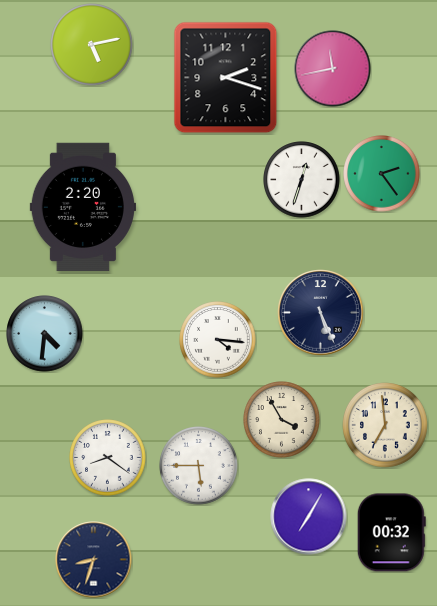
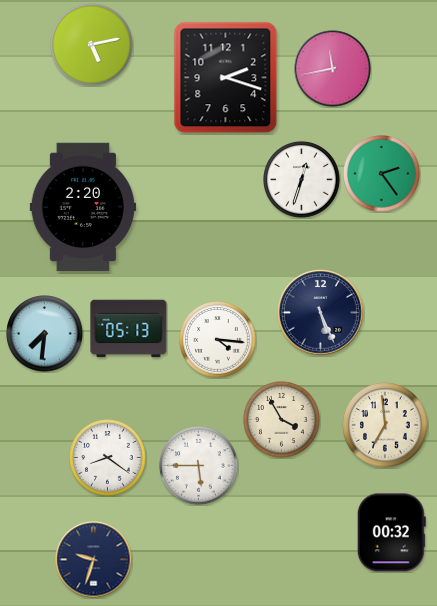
clock at (129, 329): none -> 05:13
clock at (45, 334): 4:31 -> 7:31
clock at (309, 517): 7:05 -> none
clock at (94, 560): 8:33 -> 9:33
